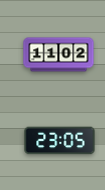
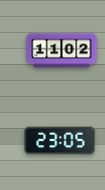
clock at (59, 55) position: (59, 55) -> (62, 51)
